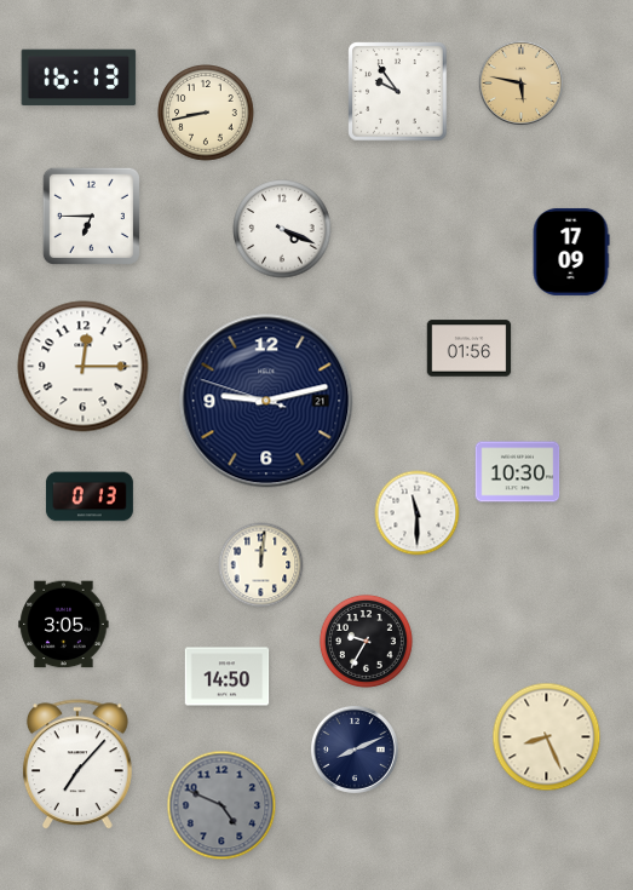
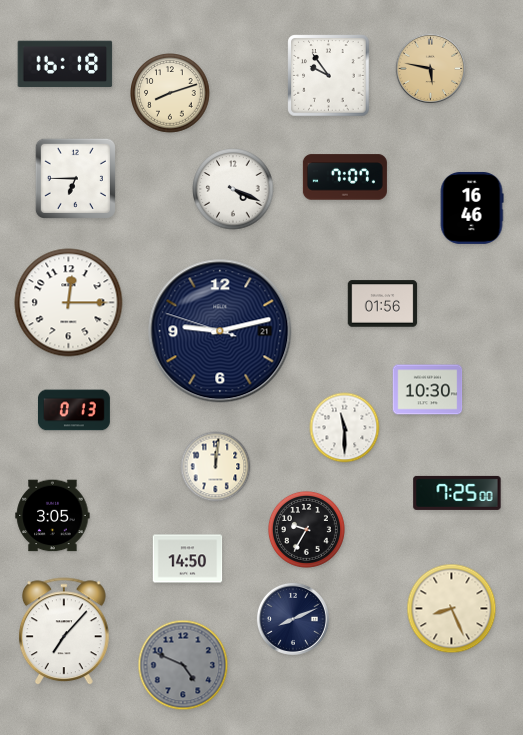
clock at (79, 77): 16:13 -> 16:18
clock at (206, 113): 8:43 -> 8:12
clock at (345, 177): none -> 7:07
clock at (571, 252): 17:09 -> 16:46
clock at (470, 349) position: (470, 349) -> (383, 304)
clock at (418, 513) position: (418, 513) -> (345, 428)
clock at (457, 493): none -> 7:25
clock at (366, 641) position: (366, 641) -> (306, 529)
